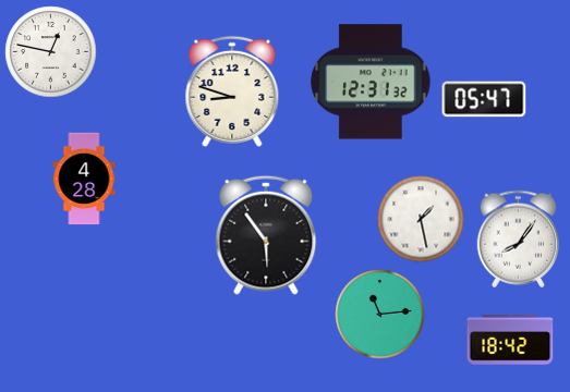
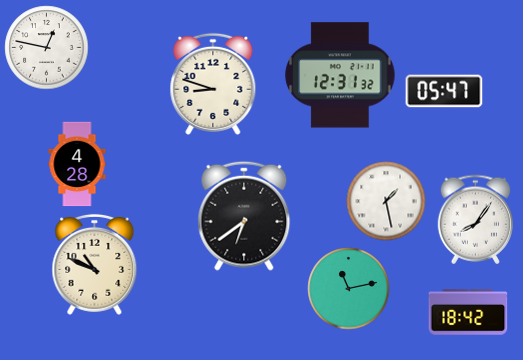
clock at (266, 235): 5:54 -> 6:39
clock at (95, 264): none -> 10:49
clock at (380, 315): 11:14 -> 11:13
